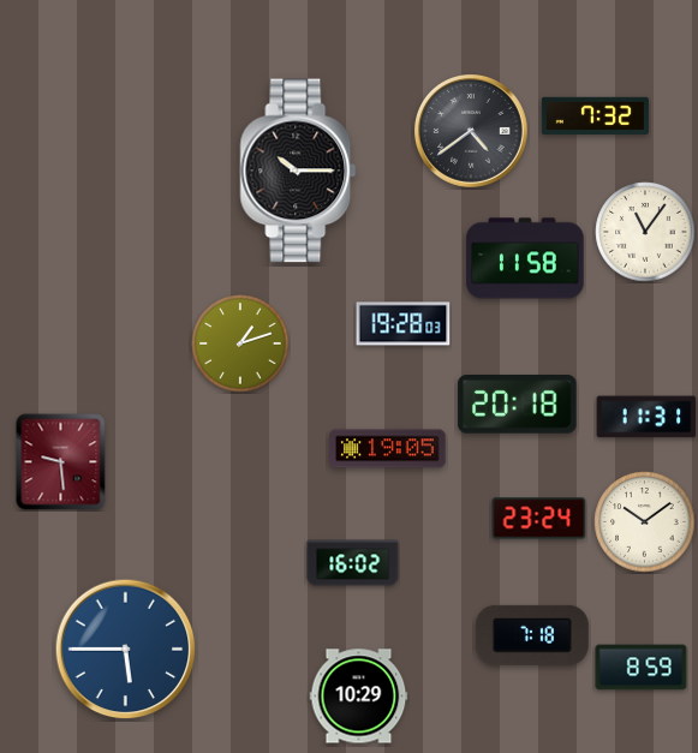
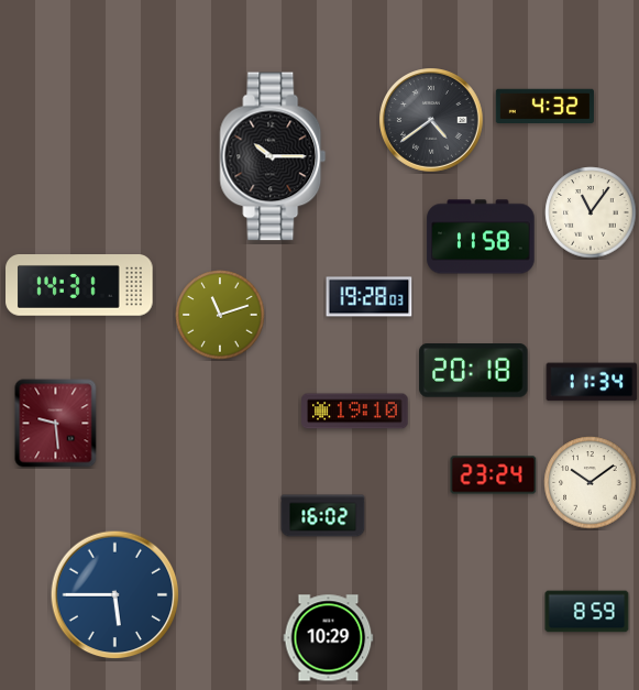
clock at (595, 115): 7:32 -> 4:32
clock at (79, 286): none -> 14:31
clock at (240, 343): 1:12 -> 11:12
clock at (646, 417): 11:31 -> 11:34
clock at (388, 449): 19:05 -> 19:10
clock at (645, 522) position: (645, 522) -> (591, 483)
clock at (532, 635): 7:18 -> none
